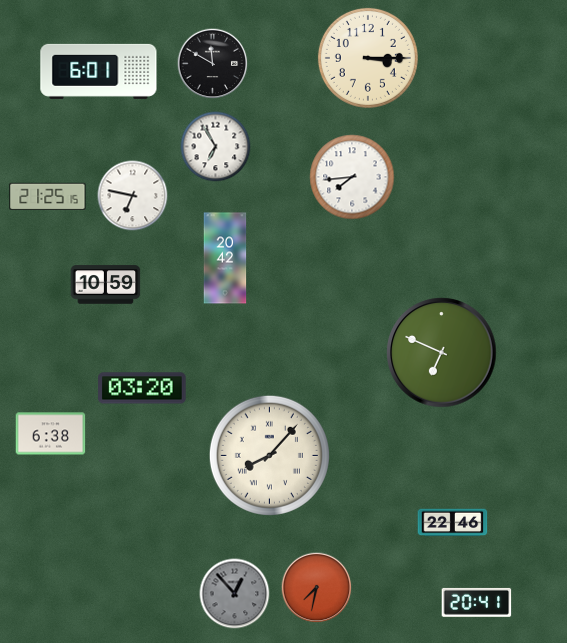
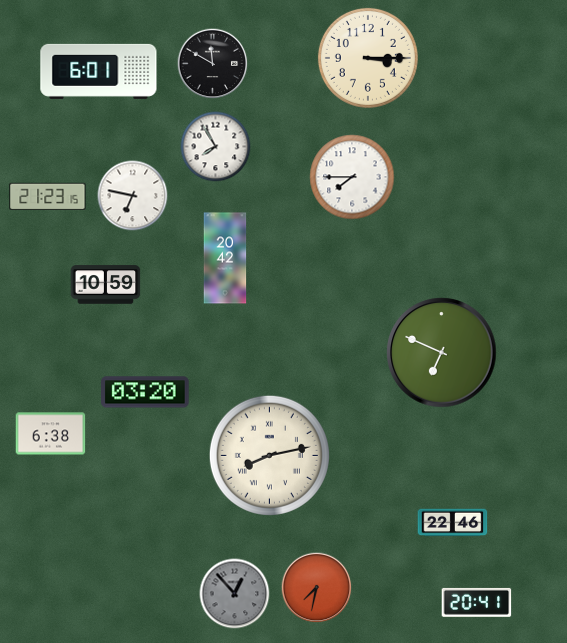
clock at (216, 147): 6:55 -> 7:55
clock at (352, 177): 7:44 -> 7:45
clock at (48, 196): 21:25 -> 21:23
clock at (142, 388) position: (142, 388) -> (145, 392)
clock at (269, 455): 8:07 -> 8:13
